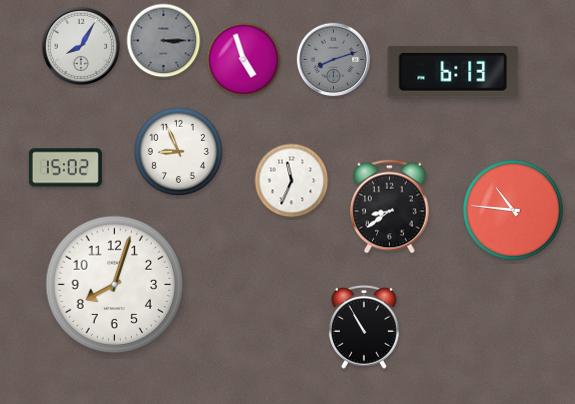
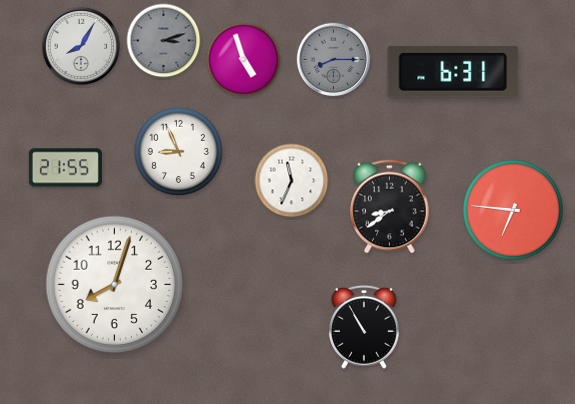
clock at (164, 41): 3:15 -> 3:12
clock at (334, 60): 8:12 -> 8:15
clock at (453, 72): 6:13 -> 6:31
clock at (65, 168): 15:02 -> 21:55
clock at (513, 210): 10:46 -> 6:46
